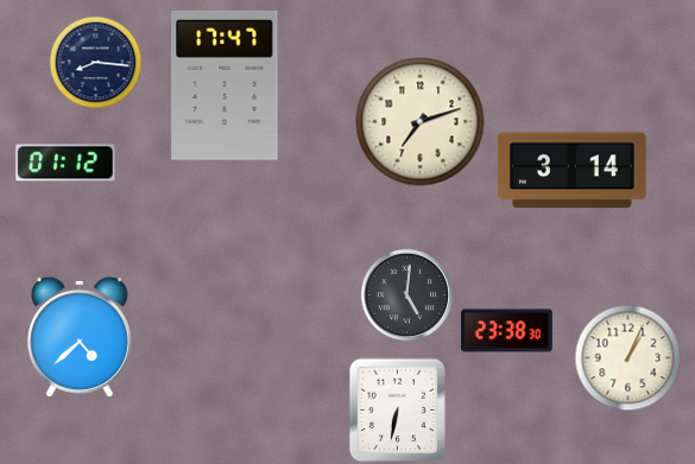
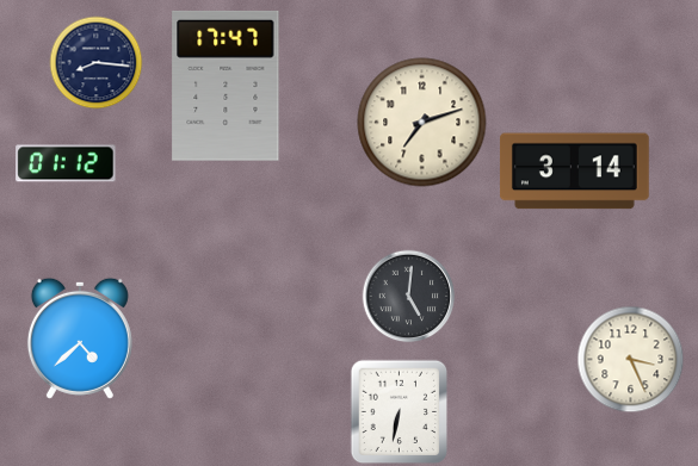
clock at (507, 331): 23:38 -> none
clock at (627, 357): 1:04 -> 3:26
